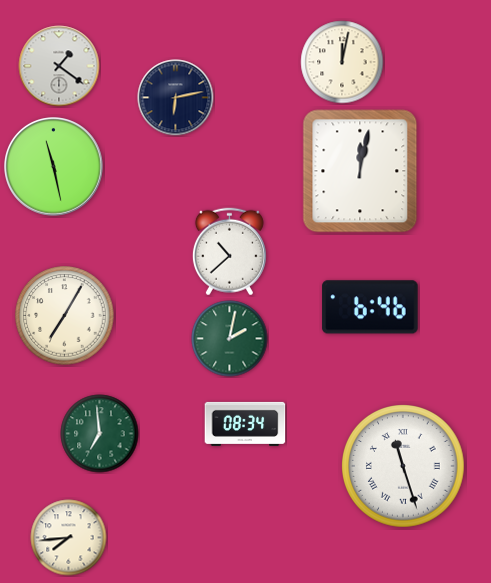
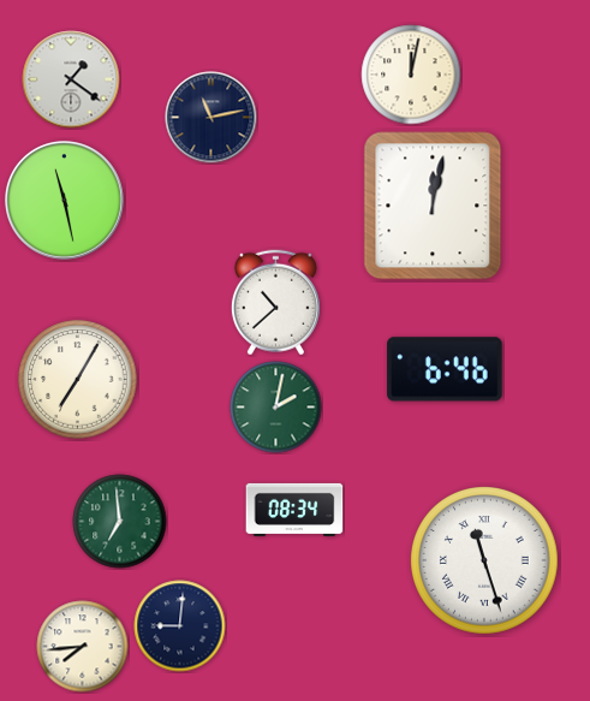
clock at (176, 98): 6:13 -> 11:13
clock at (180, 626): none -> 9:01
